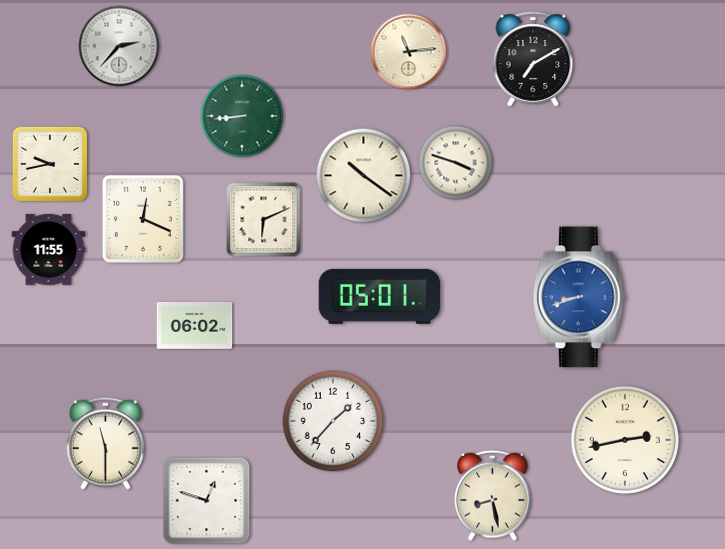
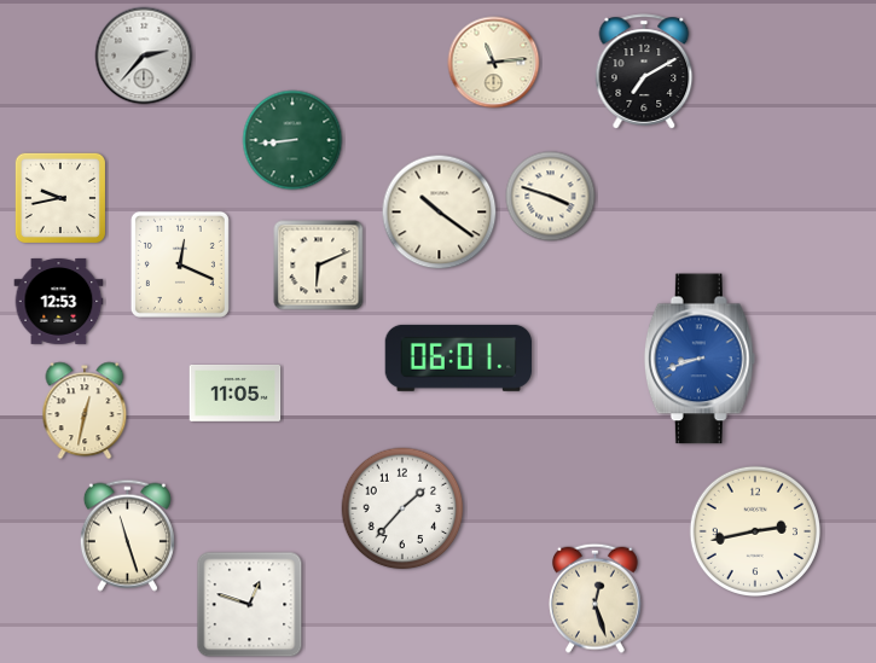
clock at (143, 219) position: (143, 219) -> (180, 264)
clock at (49, 249): 11:55 -> 12:53
clock at (380, 296): 05:01 -> 06:01
clock at (195, 326): 06:02 -> 11:05
clock at (85, 411): none -> 12:32
clock at (105, 443): 11:30 -> 11:27
clock at (493, 495): 8:28 -> 12:27
